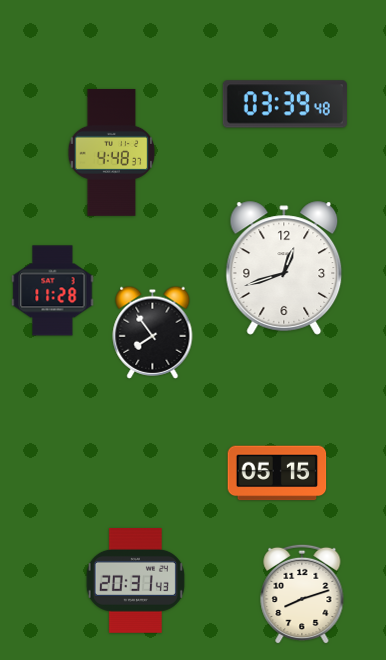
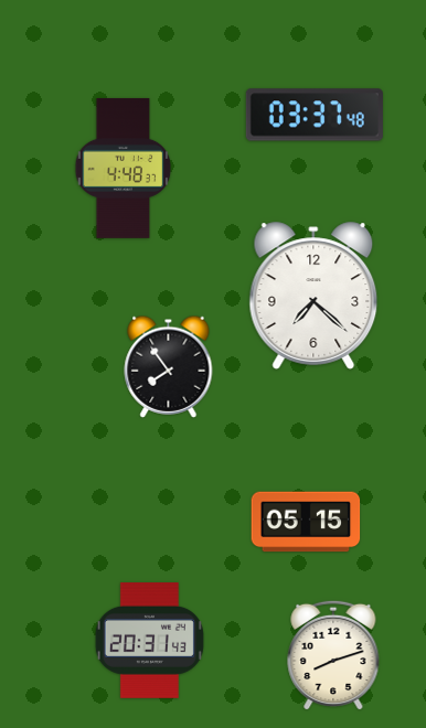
clock at (285, 104): 03:39 -> 03:37
clock at (284, 268): 12:42 -> 7:22
clock at (53, 291): 11:28 -> none
